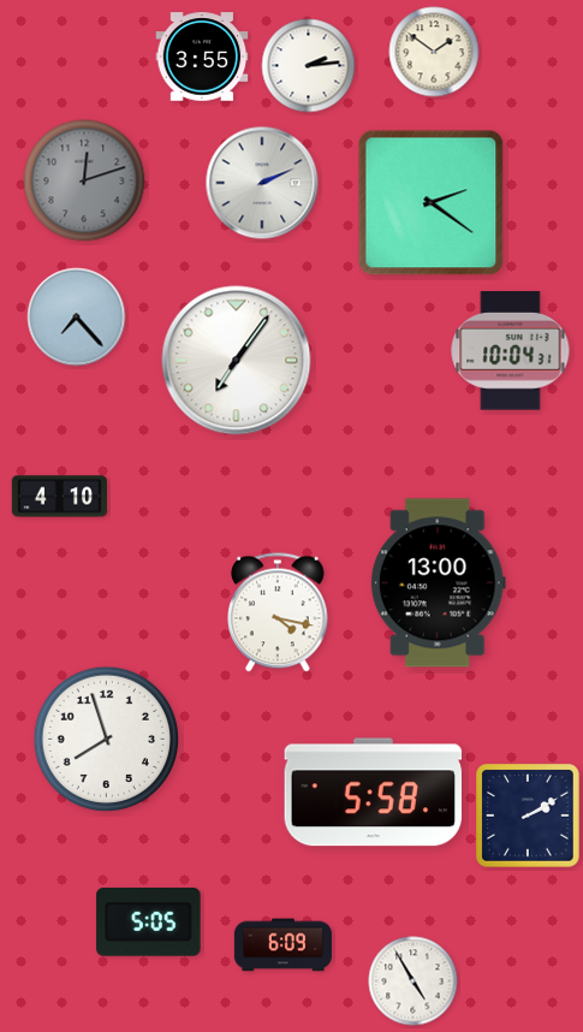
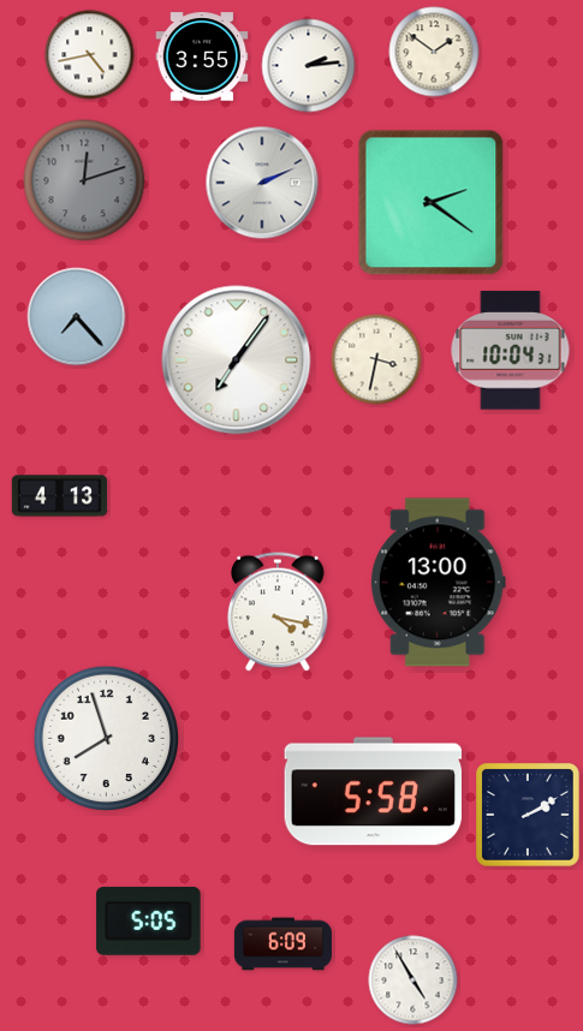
clock at (90, 55): none -> 4:43
clock at (376, 359): none -> 3:32
clock at (60, 497): 4:10 -> 4:13
